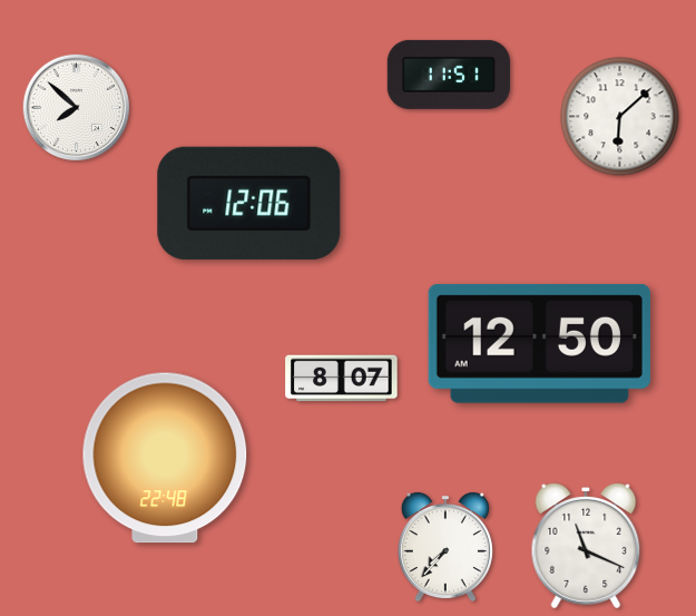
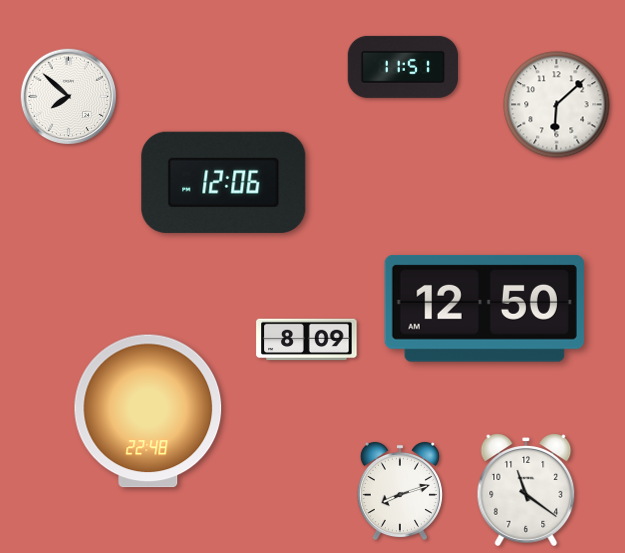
clock at (342, 379): 8:07 -> 8:09
clock at (586, 546): 11:19 -> 11:21
clock at (445, 547): 7:37 -> 8:12
